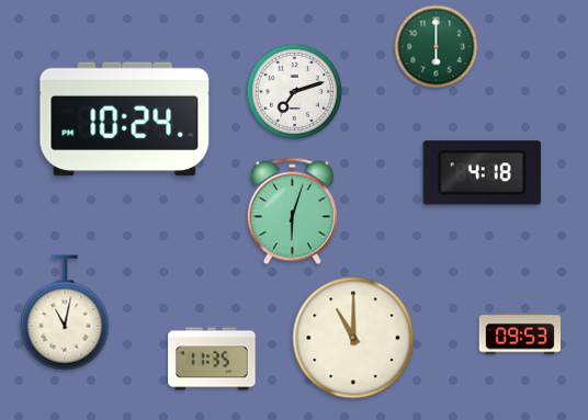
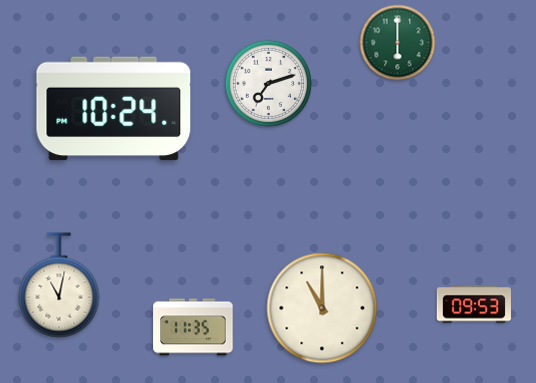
clock at (482, 173): 4:18 -> none
clock at (292, 212): 6:03 -> none
